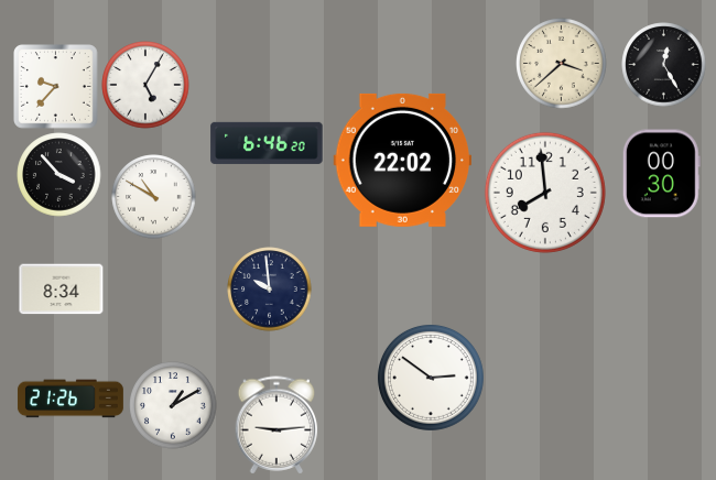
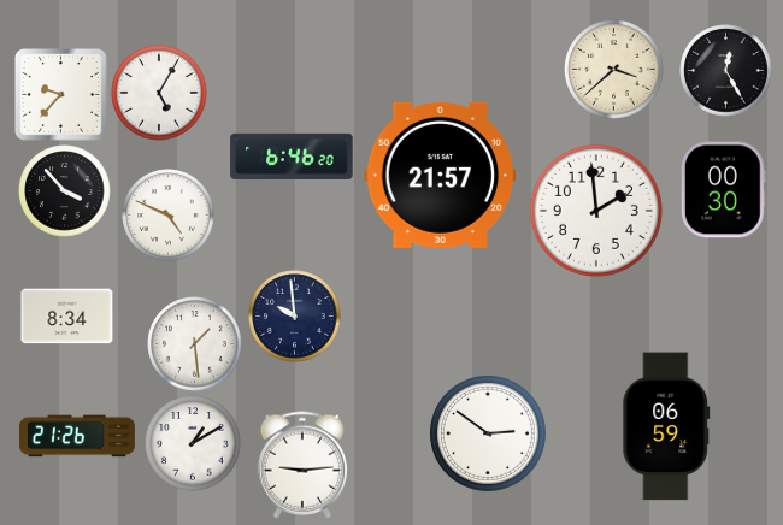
clock at (403, 160): 22:02 -> 21:57
clock at (545, 193): 7:59 -> 1:59
clock at (154, 197): 10:50 -> 4:49
clock at (195, 344): none -> 1:29
clock at (431, 378) position: (431, 378) -> (488, 433)
clock at (666, 426): none -> 06:59
clock at (173, 405) position: (173, 405) -> (193, 443)
